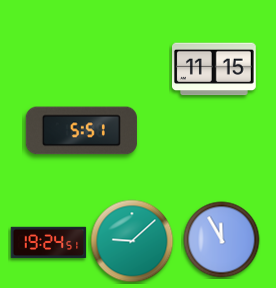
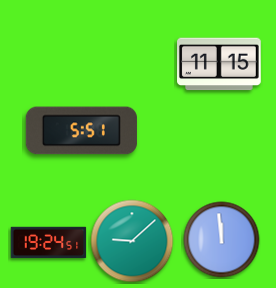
clock at (215, 69) position: (215, 69) -> (220, 64)
clock at (222, 240): 11:55 -> 11:59
